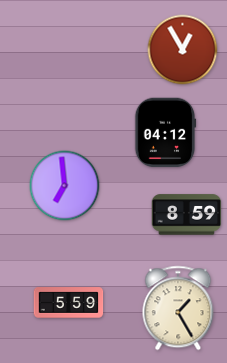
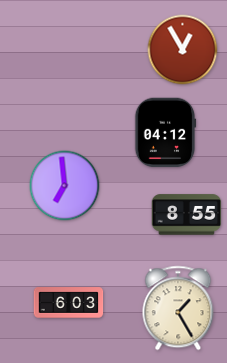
clock at (187, 215): 8:59 -> 8:55
clock at (69, 303): 5:59 -> 6:03
